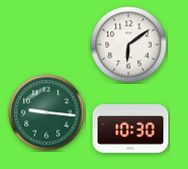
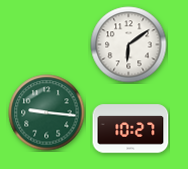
clock at (131, 129): 10:30 -> 10:27
